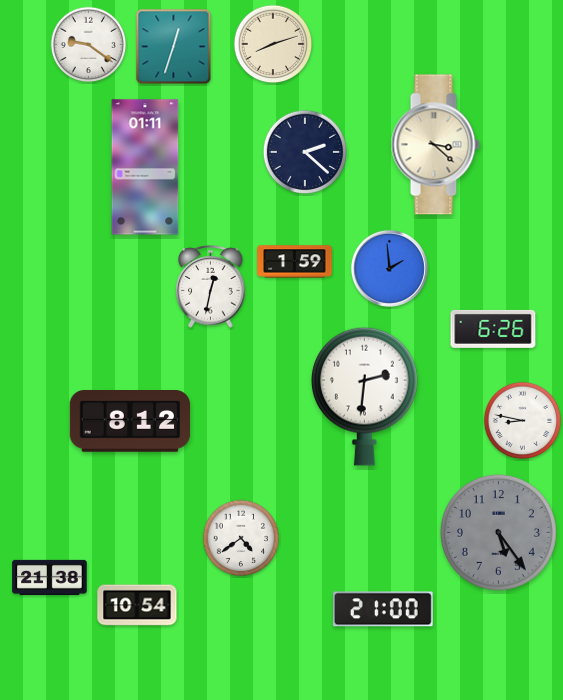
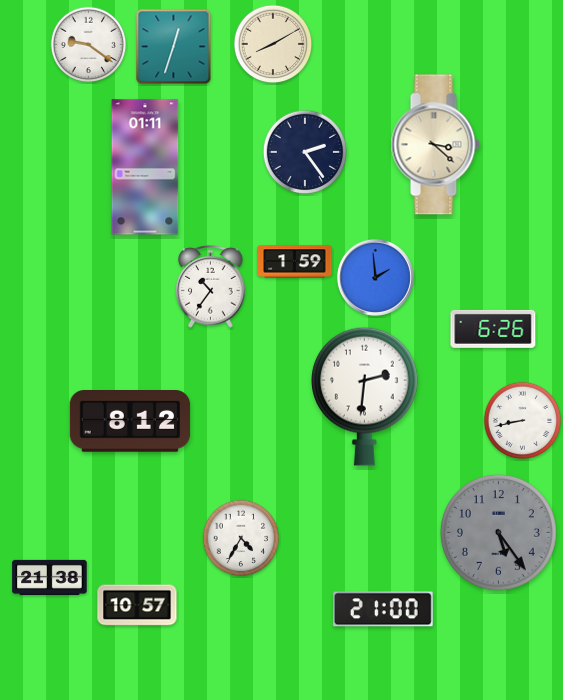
clock at (273, 44): 8:12 -> 8:10
clock at (304, 151): 2:22 -> 2:24
clock at (389, 268) position: (389, 268) -> (375, 277)
clock at (211, 287): 12:32 -> 10:36
clock at (523, 421): 8:47 -> 8:43
clock at (241, 538): 4:39 -> 4:35
clock at (137, 605): 10:54 -> 10:57
